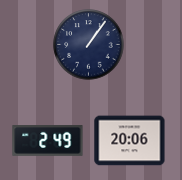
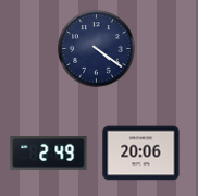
clock at (89, 45): 1:06 -> 4:21
clock at (48, 141) position: (48, 141) -> (49, 154)
